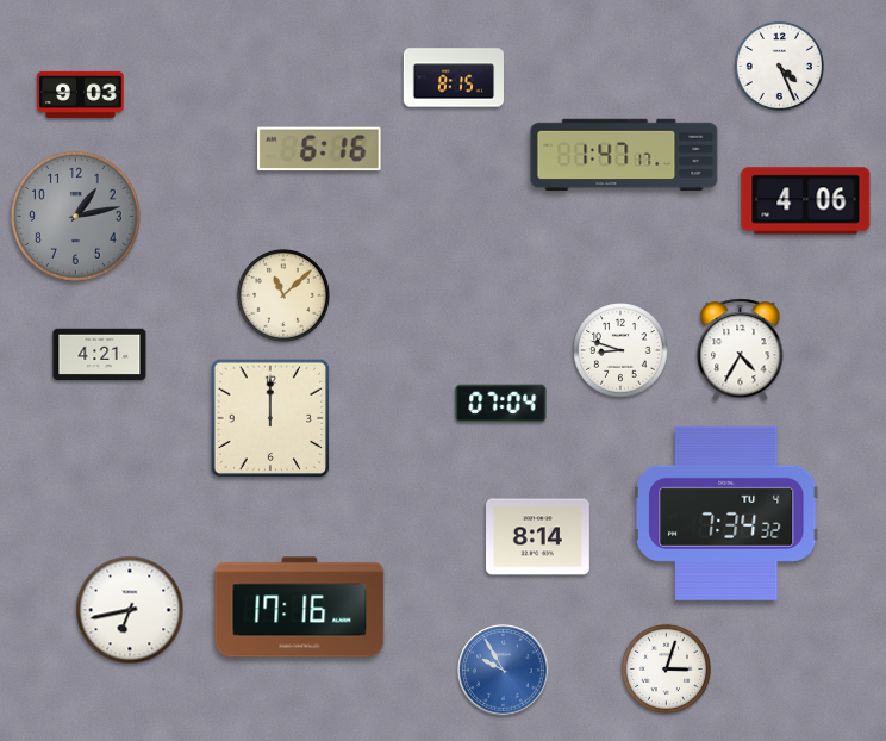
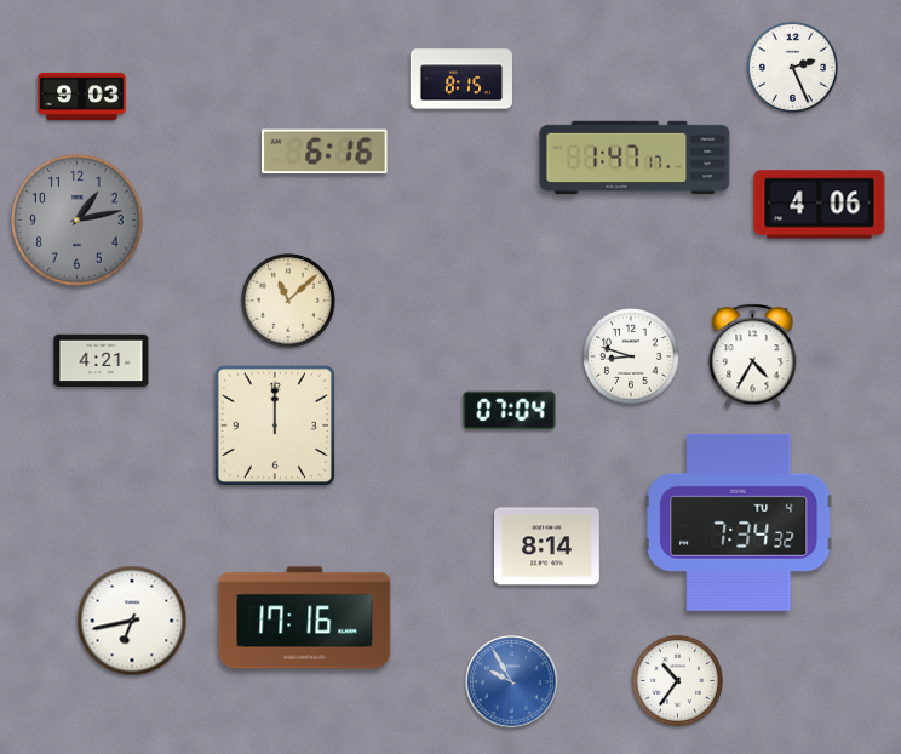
clock at (779, 66): 4:26 -> 2:26
clock at (666, 668): 3:03 -> 10:36
